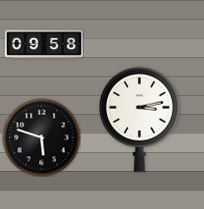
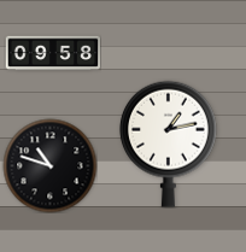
clock at (139, 119): 3:13 -> 1:13
clock at (41, 137): 5:48 -> 10:48
